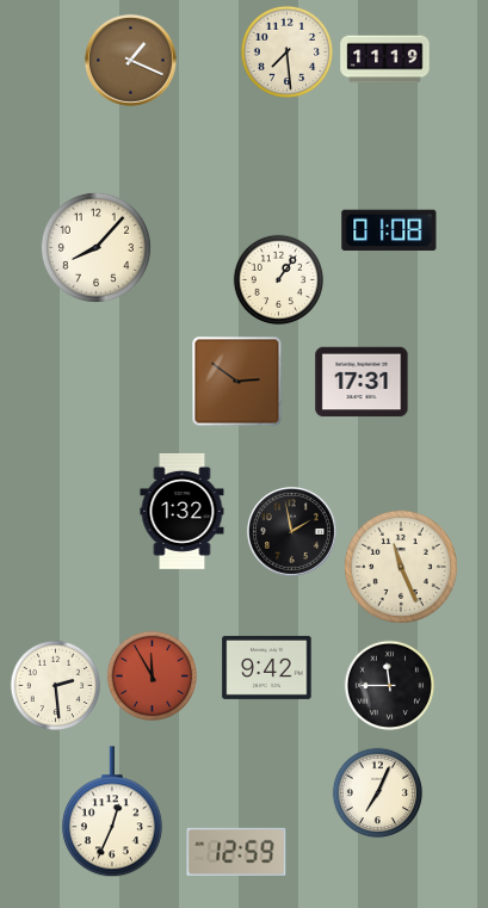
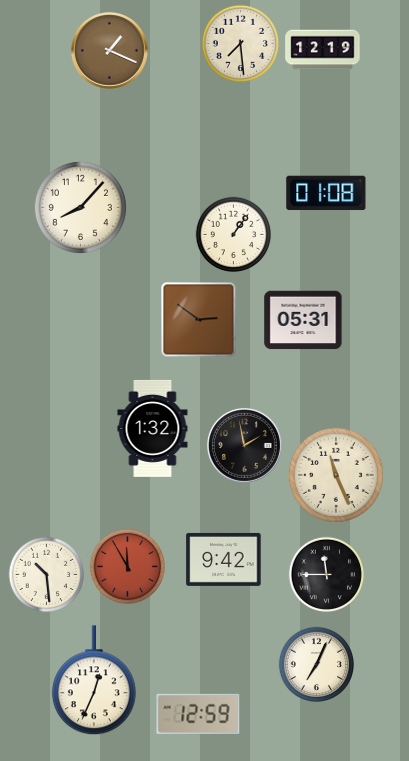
clock at (385, 60): 11:19 -> 12:19
clock at (362, 382): 17:31 -> 05:31
clock at (56, 686): 2:29 -> 10:29
